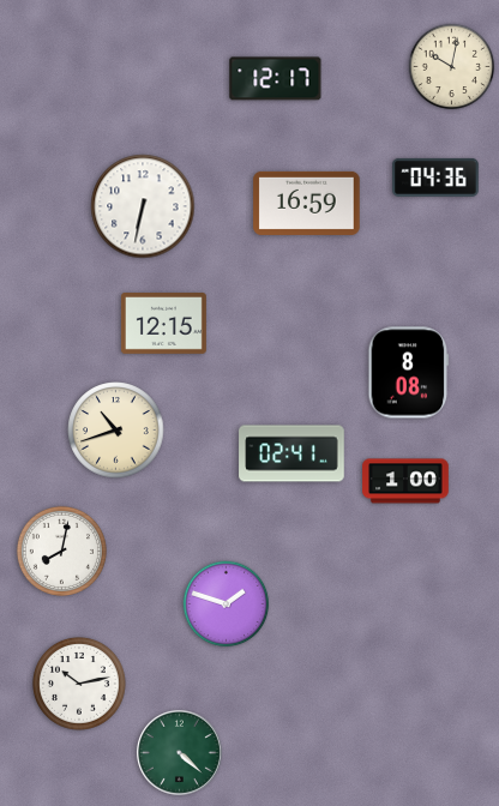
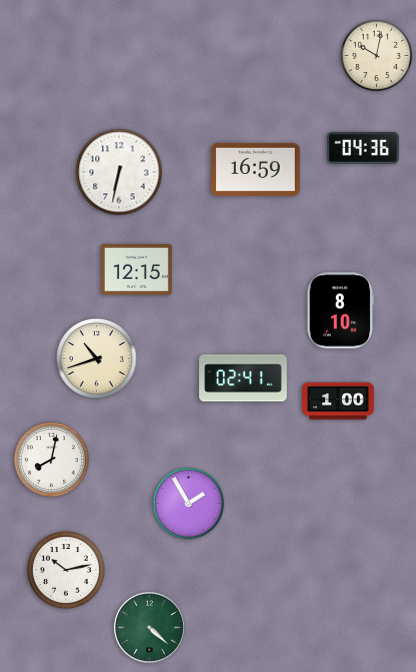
clock at (276, 79): 12:17 -> none
clock at (409, 373): 8:08 -> 8:10
clock at (227, 604): 1:48 -> 1:55
